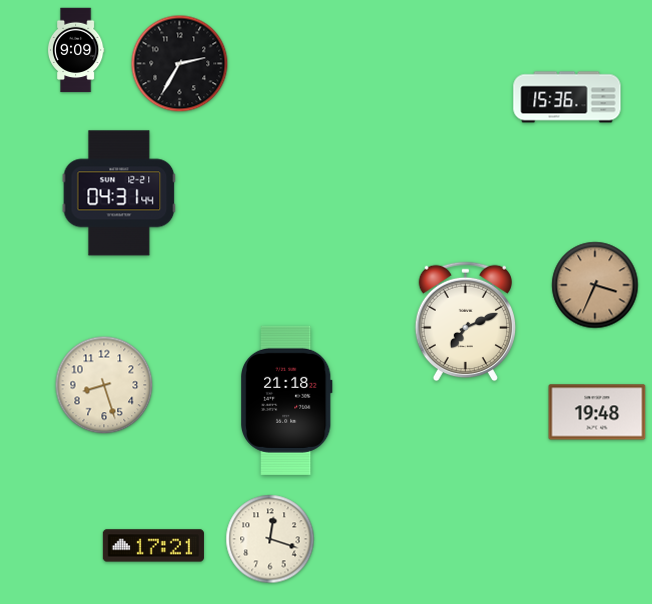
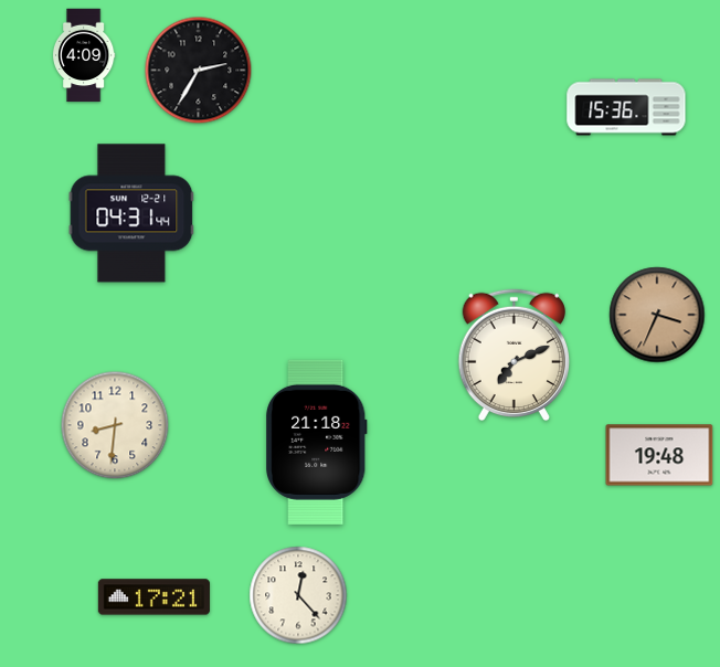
clock at (76, 50): 9:09 -> 4:09
clock at (104, 385): 8:27 -> 8:31
clock at (270, 539): 12:18 -> 12:23
clock at (153, 546) position: (153, 546) -> (153, 597)
